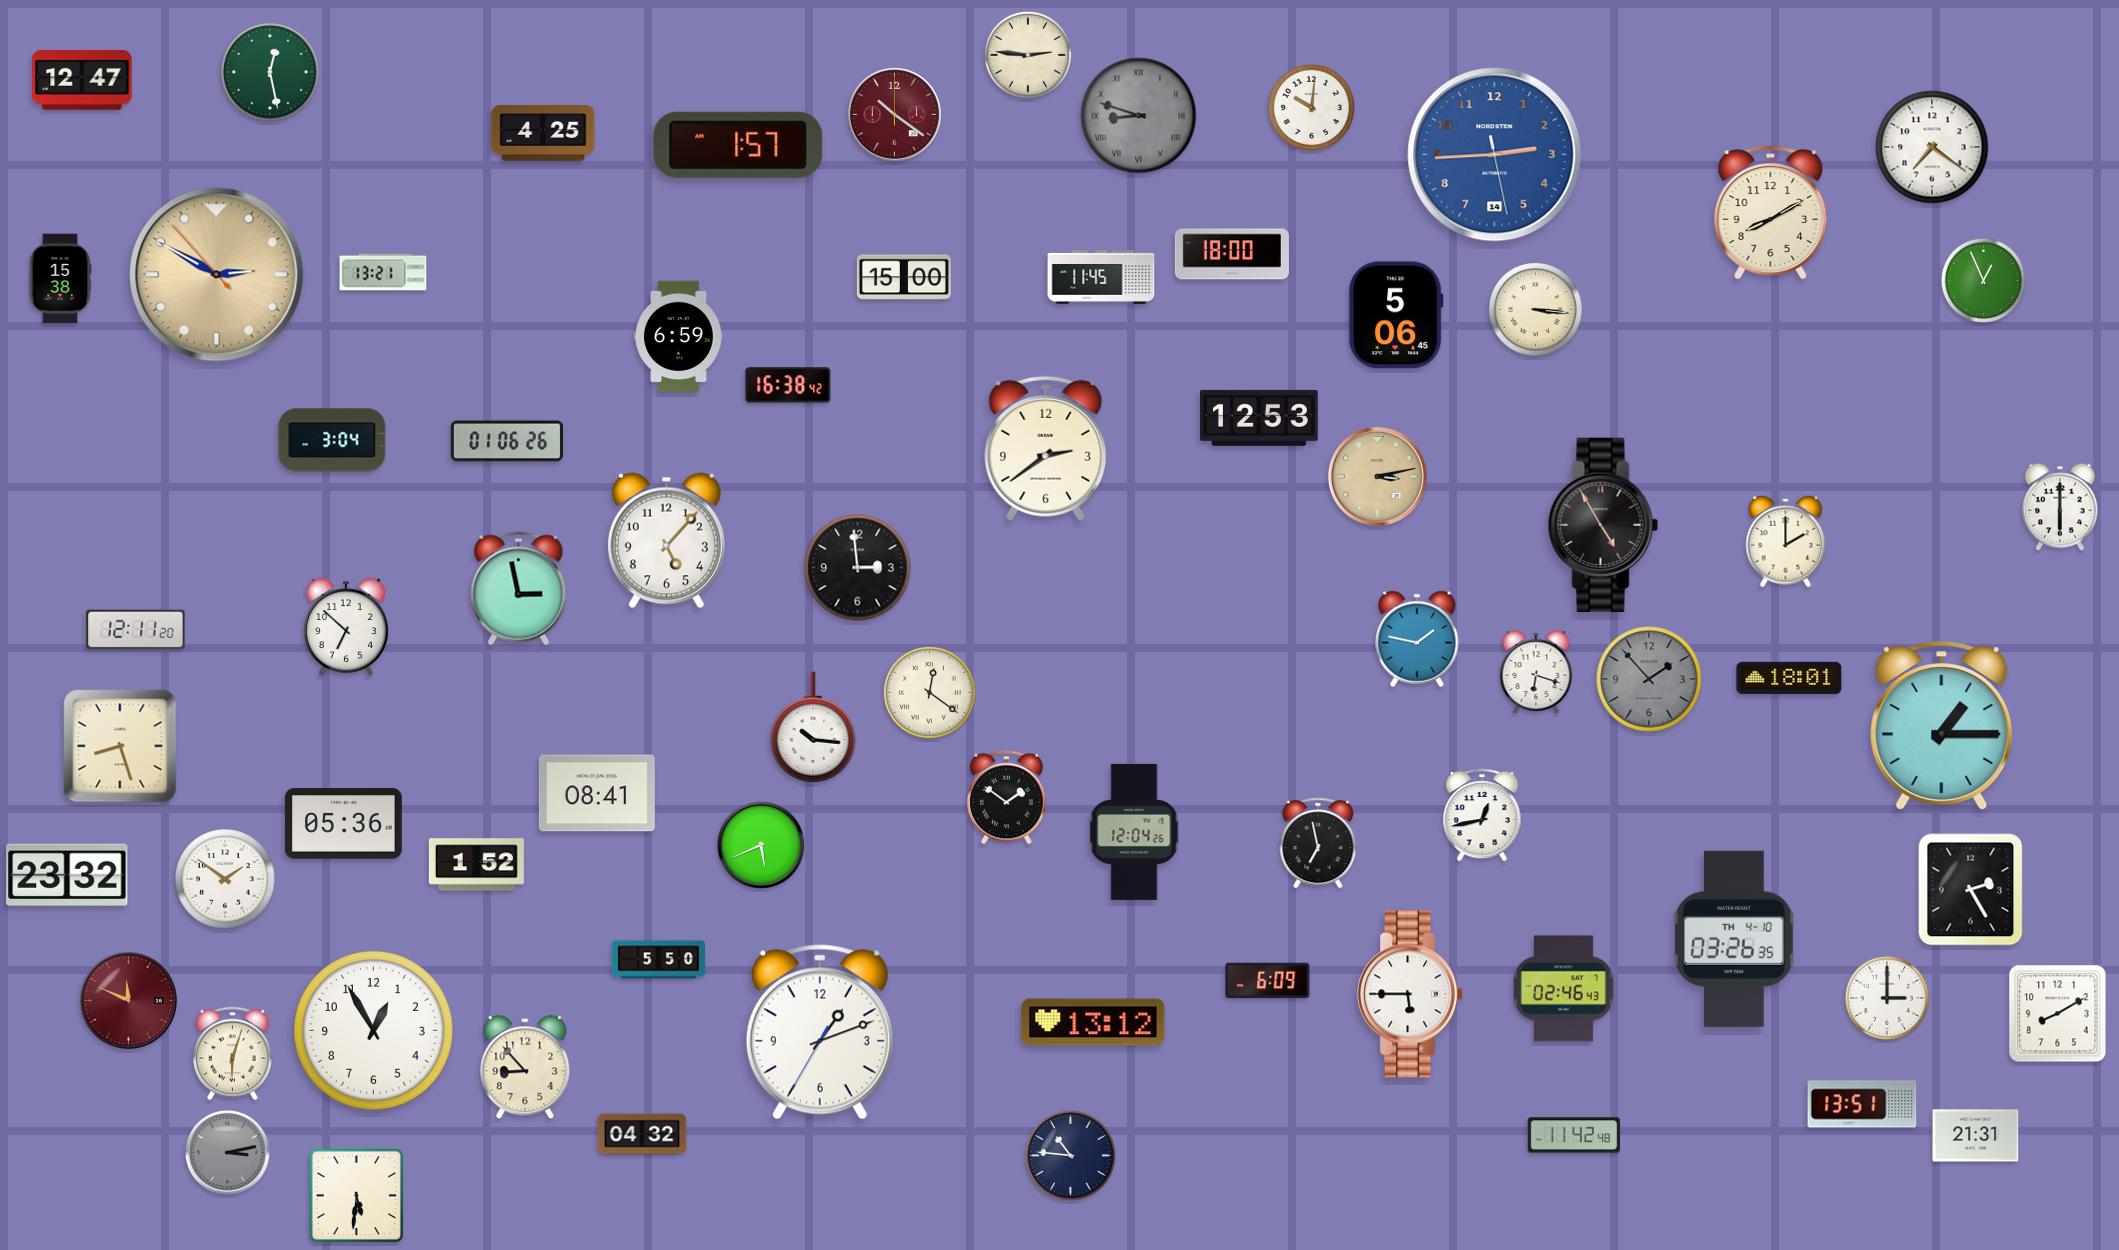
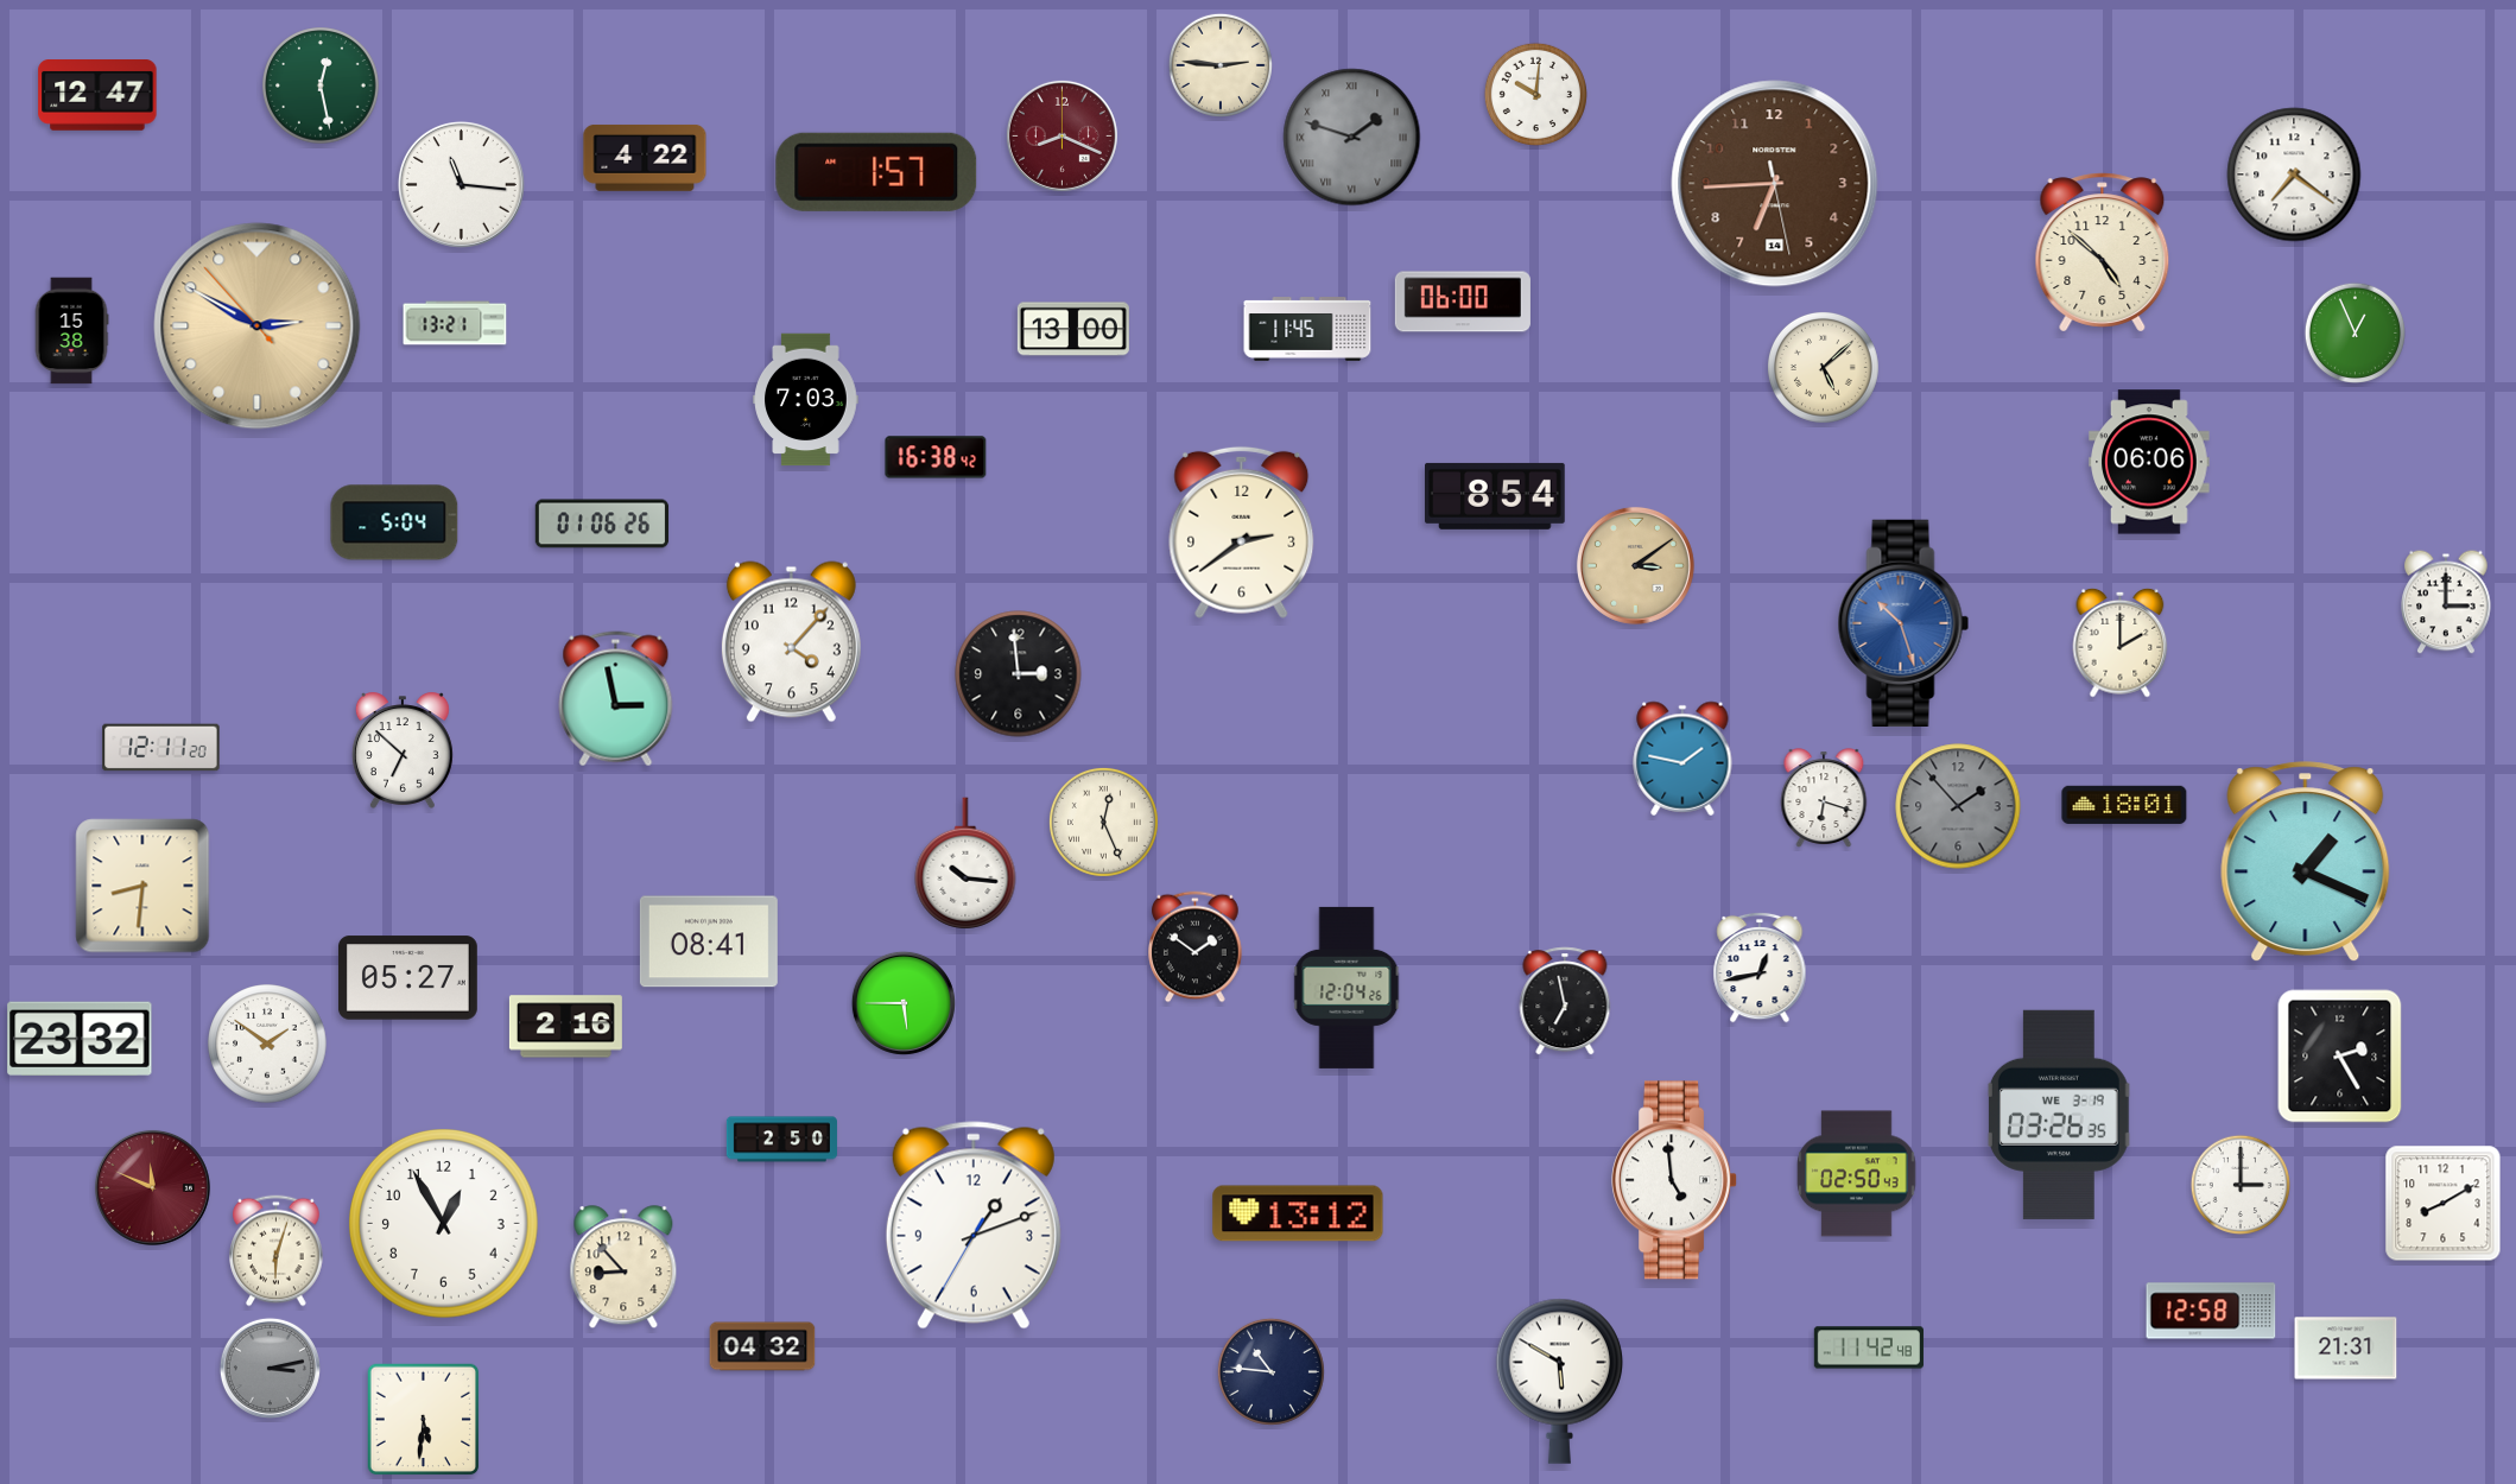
clock at (1311, 107) position: (1311, 107) -> (1535, 94)
clock at (894, 114): 10:21 -> 8:19
clock at (1139, 116): 8:48 -> 1:48
clock at (543, 133): 4:25 -> 4:22
clock at (461, 184): none -> 11:16
clock at (1495, 155): 2:44 -> 6:44
clock at (1495, 155) dial: blue -> brown
clock at (1771, 213): 8:10 -> 4:52
clock at (1232, 254): 18:00 -> 06:00
clock at (904, 277): 15:00 -> 13:00
clock at (1535, 309): 3:16 -> 5:08
clock at (1396, 315): 5:06 -> none
clock at (679, 337): 6:59 -> 7:03
clock at (2149, 462): none -> 06:06
clock at (1260, 418): 12:53 -> 8:54
clock at (332, 440): 3:04 -> 5:04
clock at (1377, 476): 3:13 -> 3:09
clock at (2060, 507): 6:00 -> 3:00
clock at (1603, 524): 4:55 -> 10:27
clock at (1603, 524) dial: black -> blue
clock at (666, 541): 5:07 -> 4:07
clock at (346, 627) position: (346, 627) -> (403, 750)
clock at (929, 692): 12:21 -> 12:26
clock at (1942, 726): 1:15 -> 1:19
clock at (120, 746): 8:27 -> 8:31
clock at (343, 824): 05:36 -> 05:27
clock at (761, 845): 5:41 -> 5:45
clock at (476, 865): 1:52 -> 2:16
clock at (1734, 939) date: TH 4-10 -> WE 3-19
clock at (658, 960): 5:50 -> 2:50
clock at (1268, 981): 6:09 -> none
clock at (1564, 989): 02:46 -> 02:50
clock at (1411, 994): 5:45 -> 4:59
clock at (1862, 1104): 13:51 -> 12:58
clock at (1559, 1381): none -> 5:50
